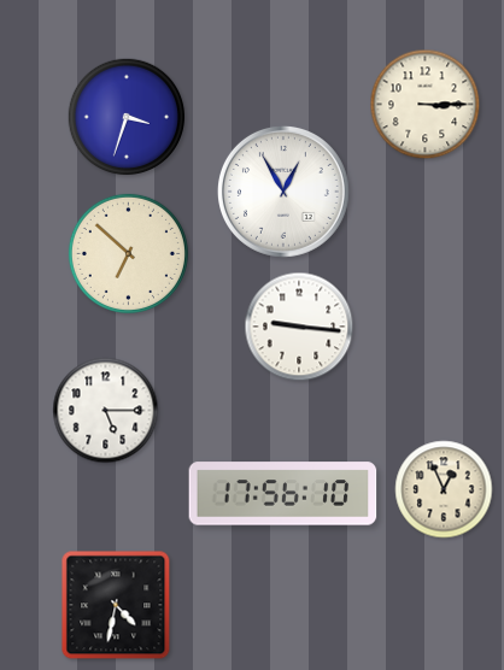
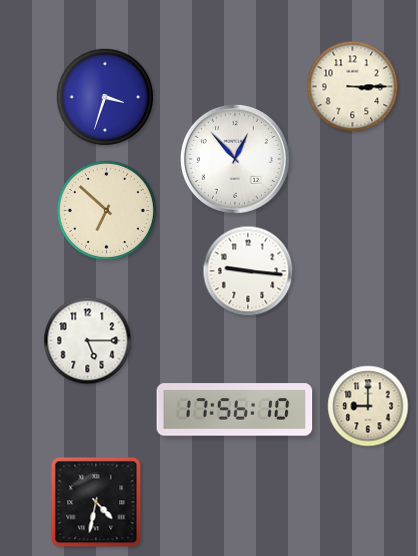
clock at (283, 192): 12:55 -> 12:53
clock at (444, 489): 12:56 -> 9:00
